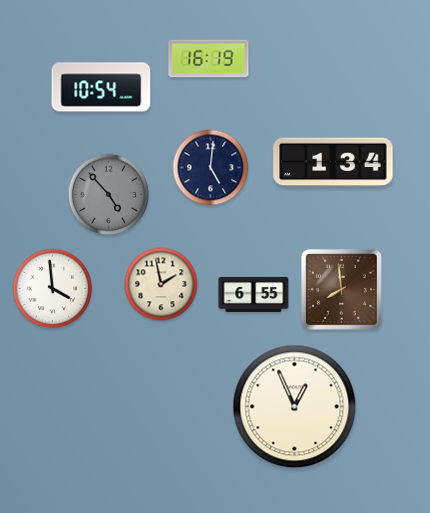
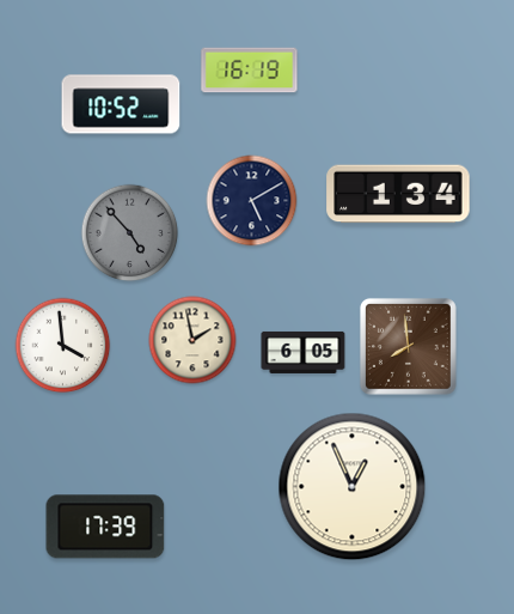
clock at (101, 87): 10:54 -> 10:52
clock at (211, 168): 5:01 -> 5:10
clock at (254, 294): 6:55 -> 6:05
clock at (105, 527): none -> 17:39
